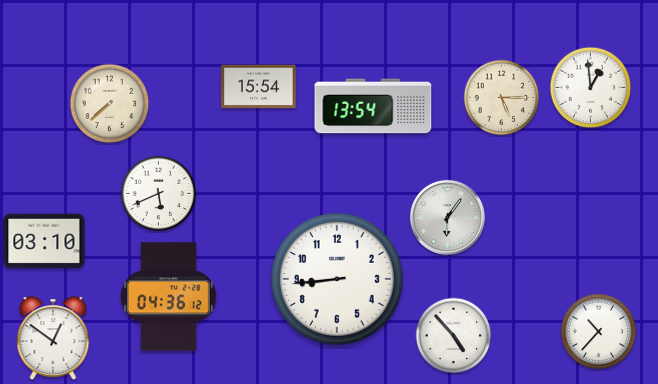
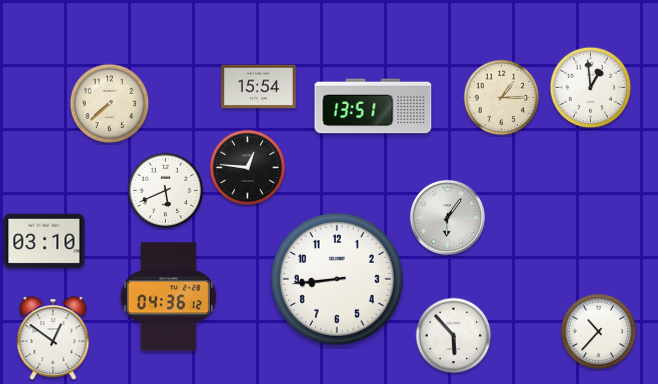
clock at (502, 98): 5:15 -> 1:15
clock at (373, 106): 13:54 -> 13:51
clock at (248, 168): none -> 12:46
clock at (159, 194) position: (159, 194) -> (166, 191)
clock at (454, 336): 4:53 -> 5:53
